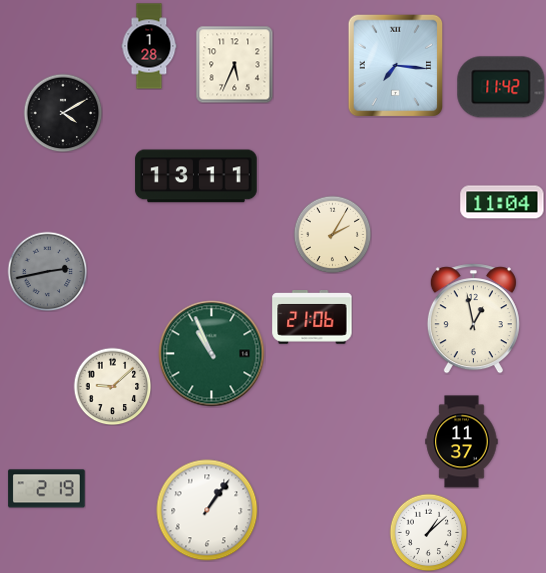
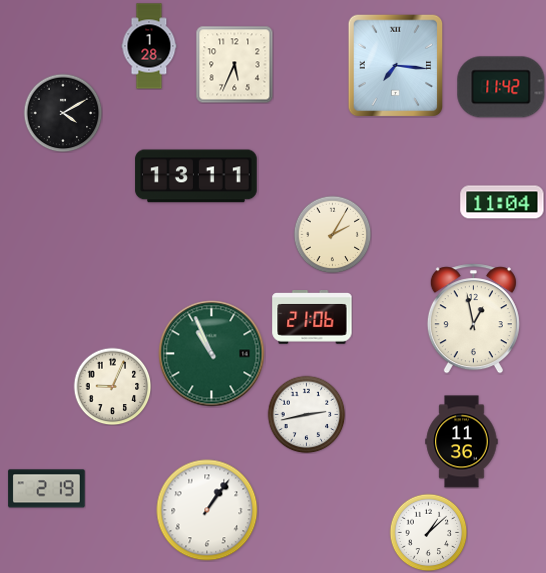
clock at (47, 271): 2:43 -> none
clock at (112, 386): 9:08 -> 9:04
clock at (306, 414): none -> 2:43
clock at (462, 442): 11:37 -> 11:36
